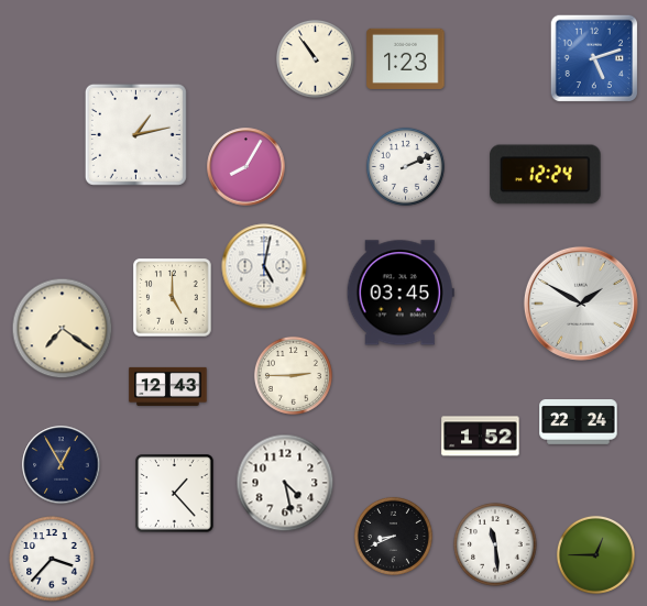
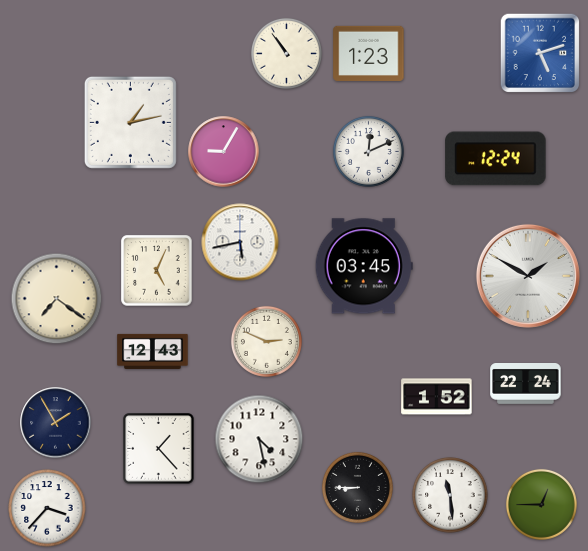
clock at (135, 134) position: (135, 134) -> (130, 122)
clock at (405, 166): 2:11 -> 12:11
clock at (246, 167): 8:05 -> 9:05
clock at (264, 266): 5:02 -> 5:43
clock at (173, 298): 5:00 -> 5:04
clock at (293, 375): 2:45 -> 2:49
clock at (62, 465): 12:55 -> 1:55
clock at (393, 536): 8:41 -> 8:45
